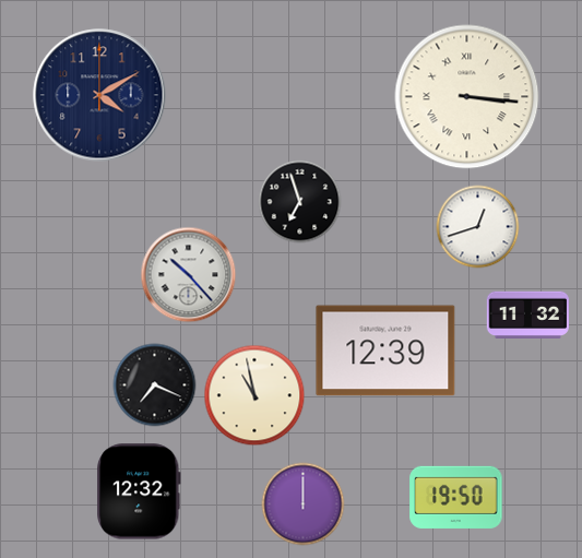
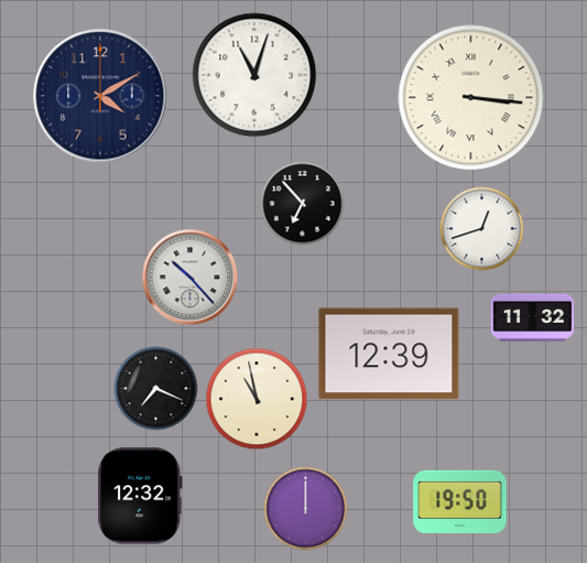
clock at (254, 75): none -> 11:03
clock at (300, 202): 6:57 -> 6:53
